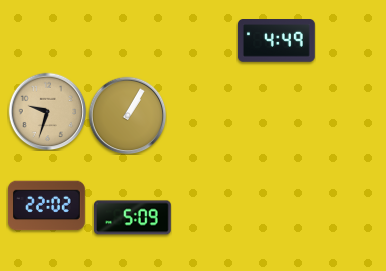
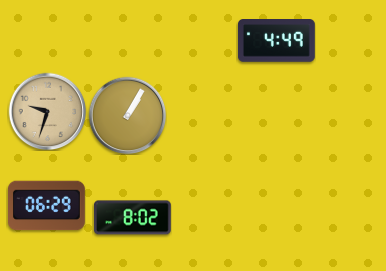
clock at (46, 206): 22:02 -> 06:29
clock at (132, 218): 5:09 -> 8:02
